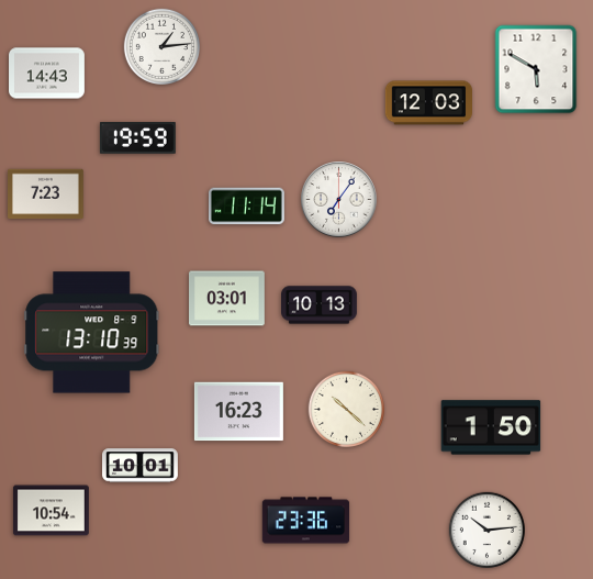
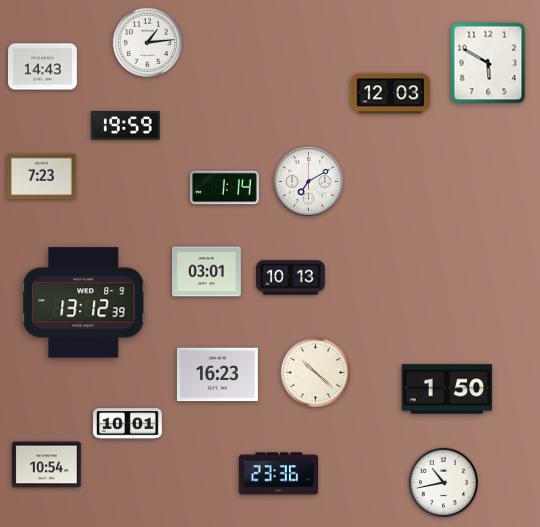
clock at (339, 200): 7:06 -> 7:10
clock at (247, 207): 11:14 -> 1:14
clock at (92, 333): 13:10 -> 13:12
clock at (486, 530): 10:14 -> 10:43
